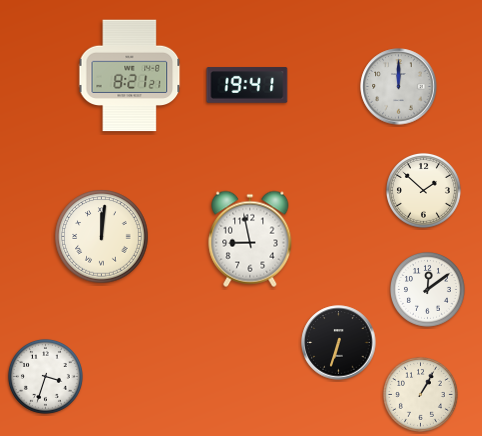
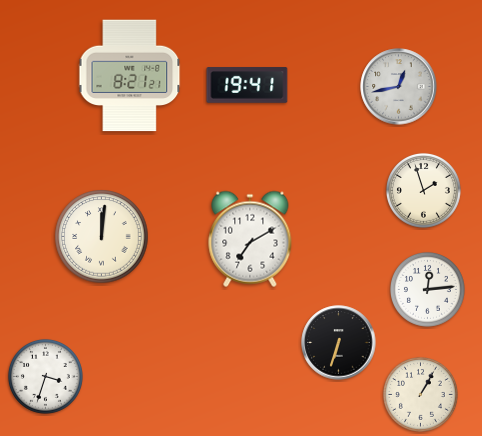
clock at (399, 87): 12:00 -> 12:43
clock at (423, 190): 1:52 -> 1:57
clock at (250, 239): 8:58 -> 7:10
clock at (427, 289): 12:09 -> 12:14
